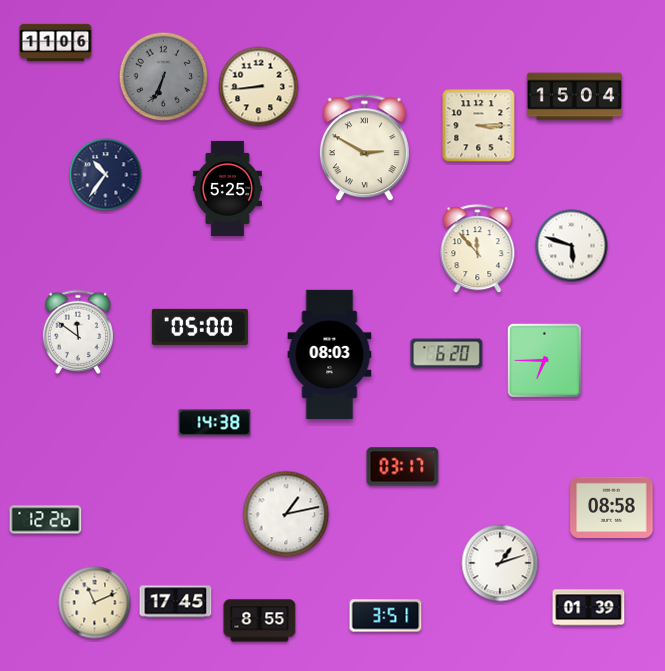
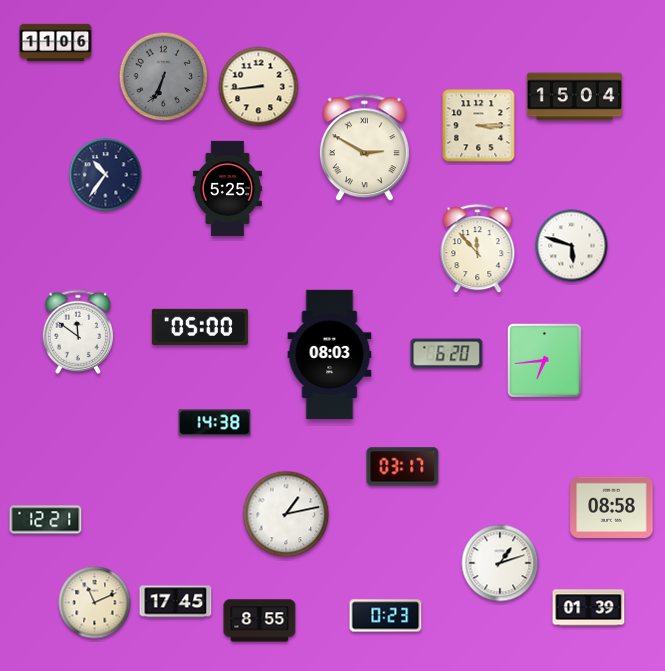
clock at (545, 361): 6:45 -> 6:44
clock at (46, 520): 12:26 -> 12:21
clock at (386, 616): 3:51 -> 0:23
